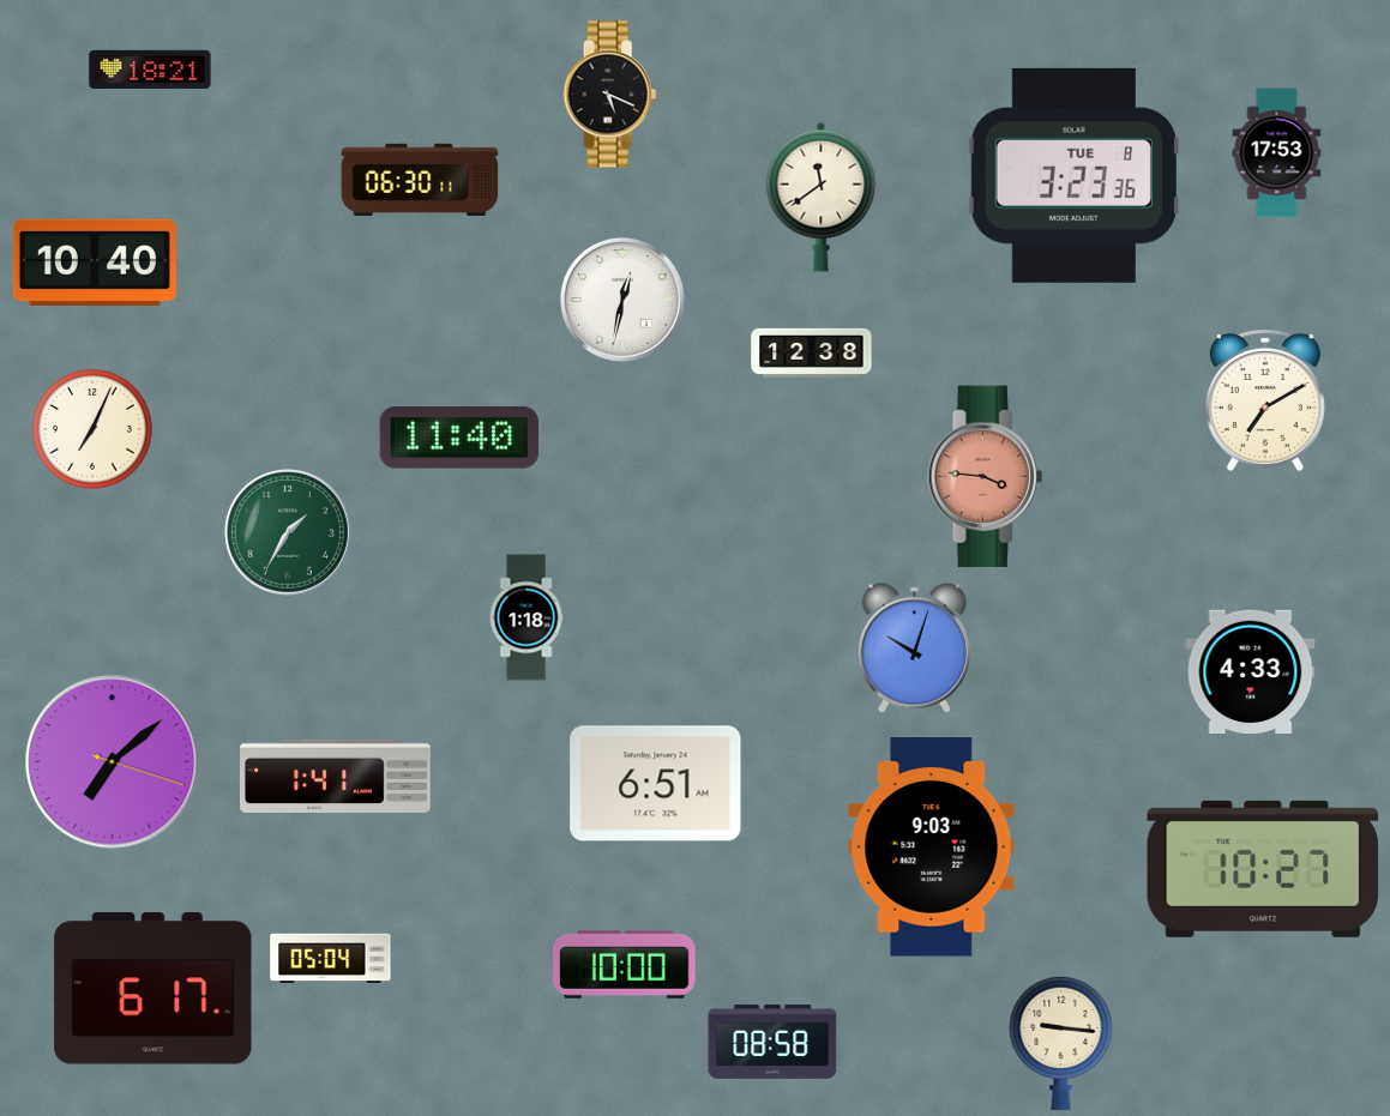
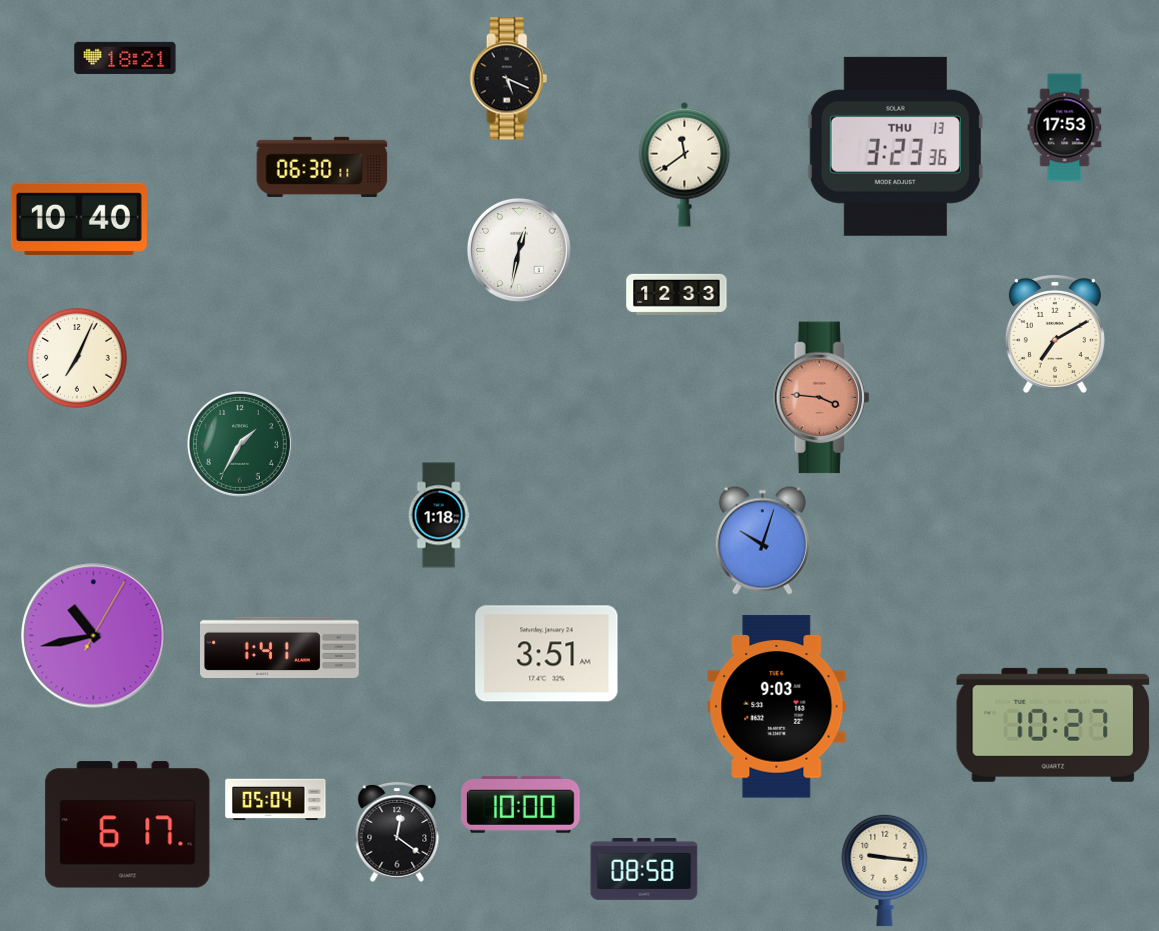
clock at (1073, 175) date: TUE 8 -> THU 13
clock at (420, 180) position: (420, 180) -> (322, 167)
clock at (812, 352): 12:38 -> 12:33
clock at (458, 438): 11:40 -> none
clock at (1251, 671): 4:33 -> none
clock at (113, 762): 7:08 -> 10:43
clock at (656, 784): 6:51 -> 3:51
clock at (397, 832): none -> 12:21
